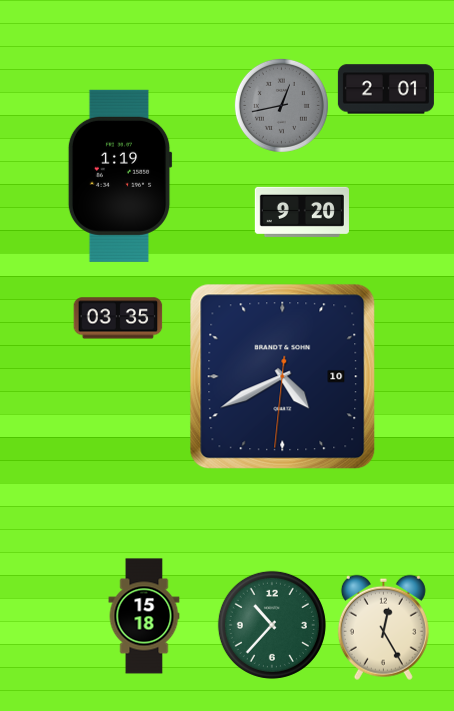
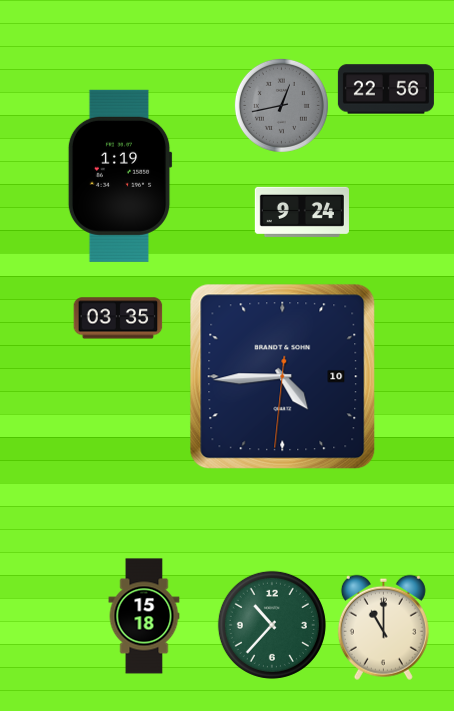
clock at (386, 89): 2:01 -> 22:56
clock at (302, 212): 9:20 -> 9:24
clock at (283, 377): 4:40 -> 4:44
clock at (383, 627): 12:25 -> 11:00
